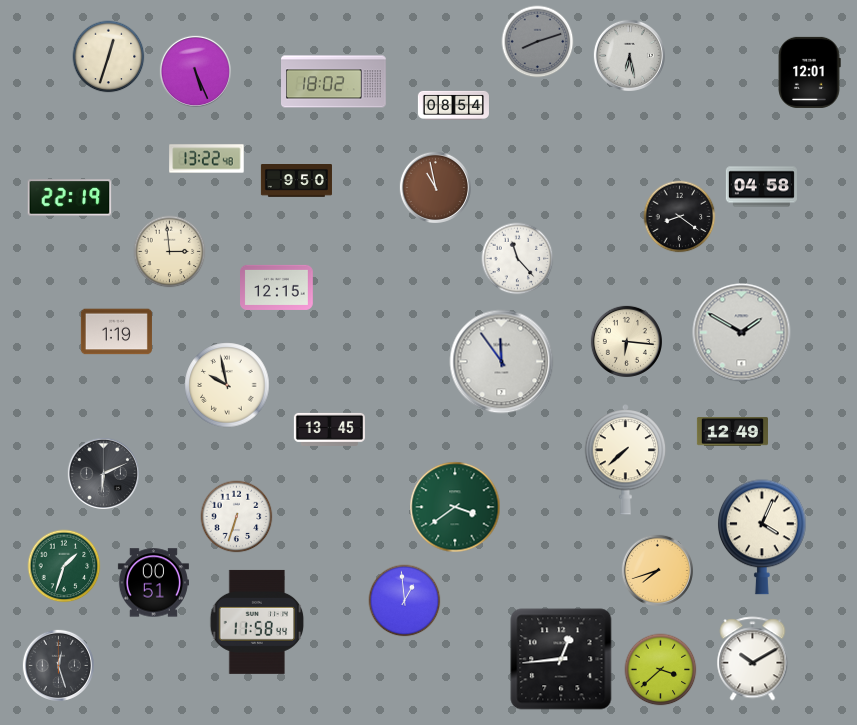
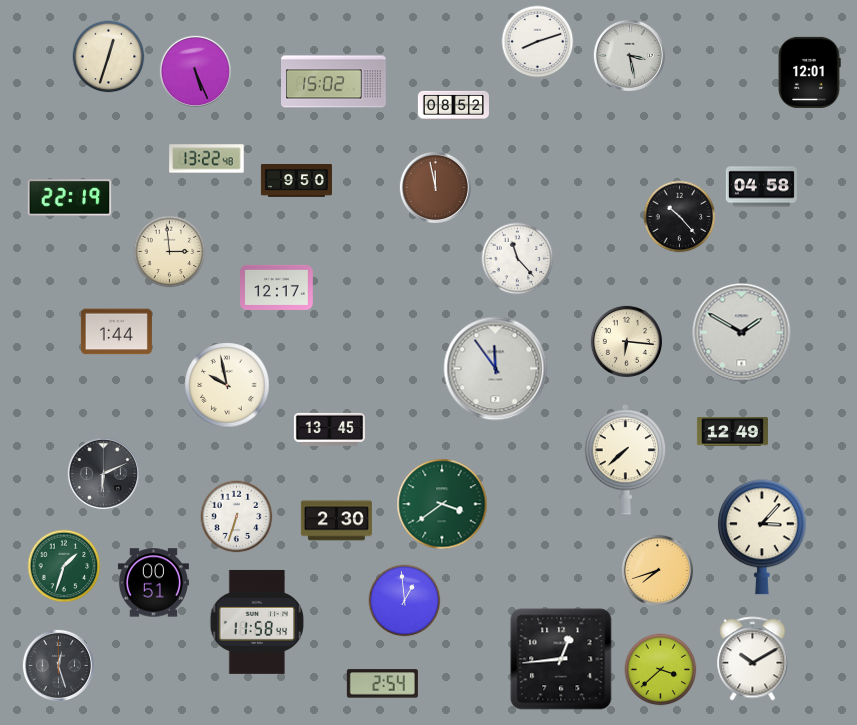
clock at (538, 42) dial: grey -> white
clock at (629, 55): 6:28 -> 3:28
clock at (334, 82): 18:02 -> 15:02
clock at (453, 105): 08:54 -> 08:52
clock at (435, 187): 10:58 -> 11:58
clock at (680, 217): 8:21 -> 10:23
clock at (277, 287): 12:15 -> 12:17
clock at (116, 332): 1:19 -> 1:44
clock at (502, 362) position: (502, 362) -> (496, 369)
clock at (455, 507) position: (455, 507) -> (442, 504)
clock at (336, 521): none -> 2:30
clock at (763, 537): 4:04 -> 3:07
clock at (382, 684): none -> 2:54
